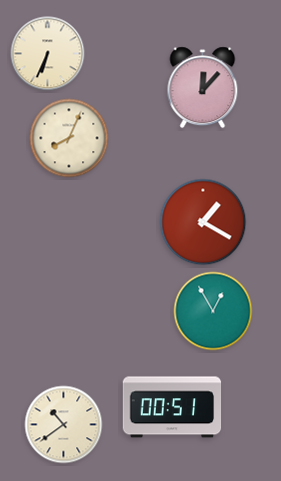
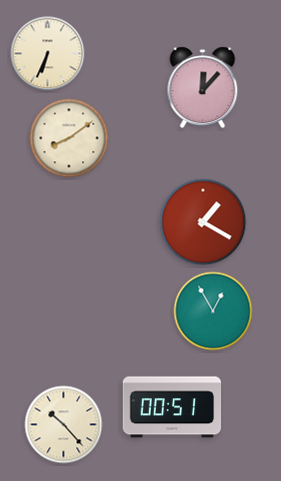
clock at (69, 138): 8:04 -> 8:09
clock at (64, 425): 10:39 -> 10:23
